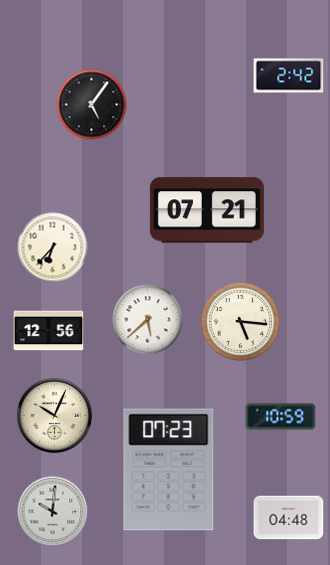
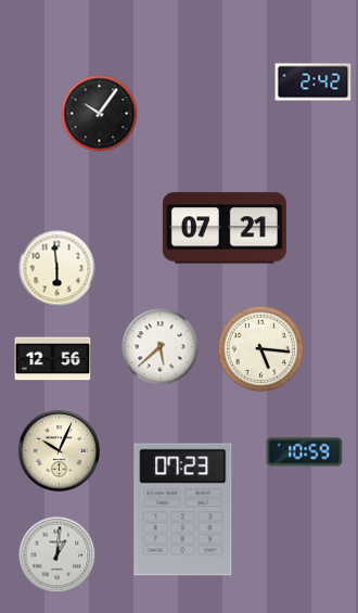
clock at (92, 105): 5:06 -> 10:06
clock at (53, 248): 6:37 -> 5:59
clock at (53, 512): 10:01 -> 1:01
clock at (289, 518): 04:48 -> none
